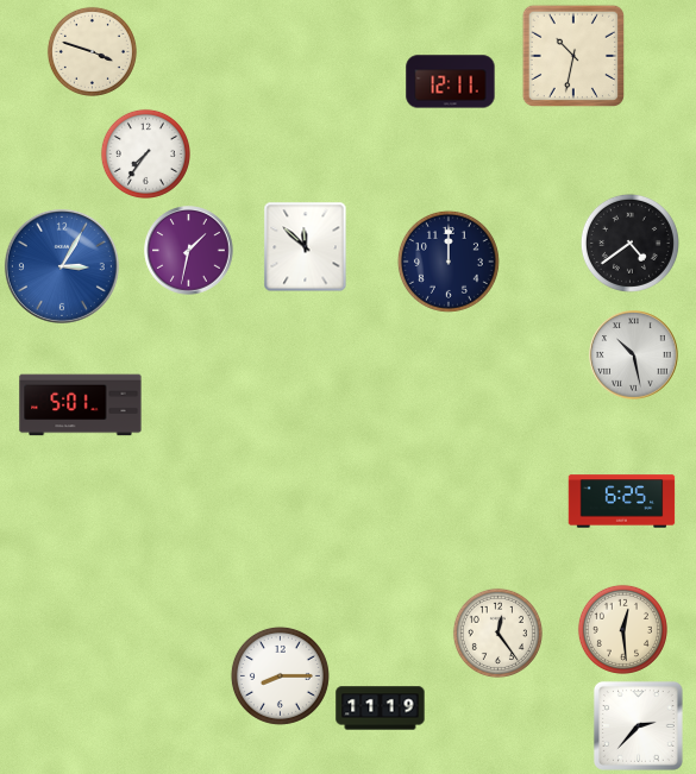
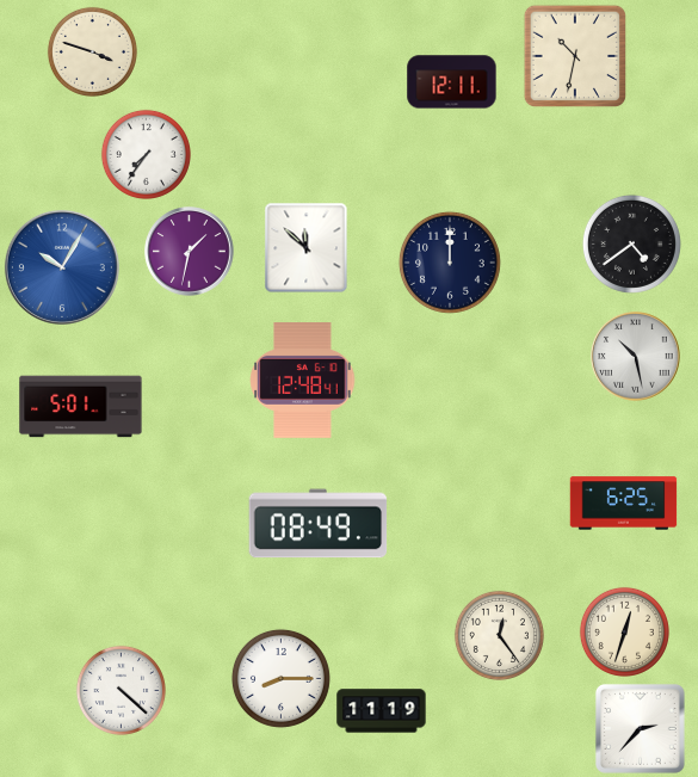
clock at (62, 266): 3:05 -> 10:05
clock at (303, 381): none -> 12:48
clock at (319, 524): none -> 08:49
clock at (622, 629): 12:29 -> 12:33
clock at (121, 690): none -> 4:22
